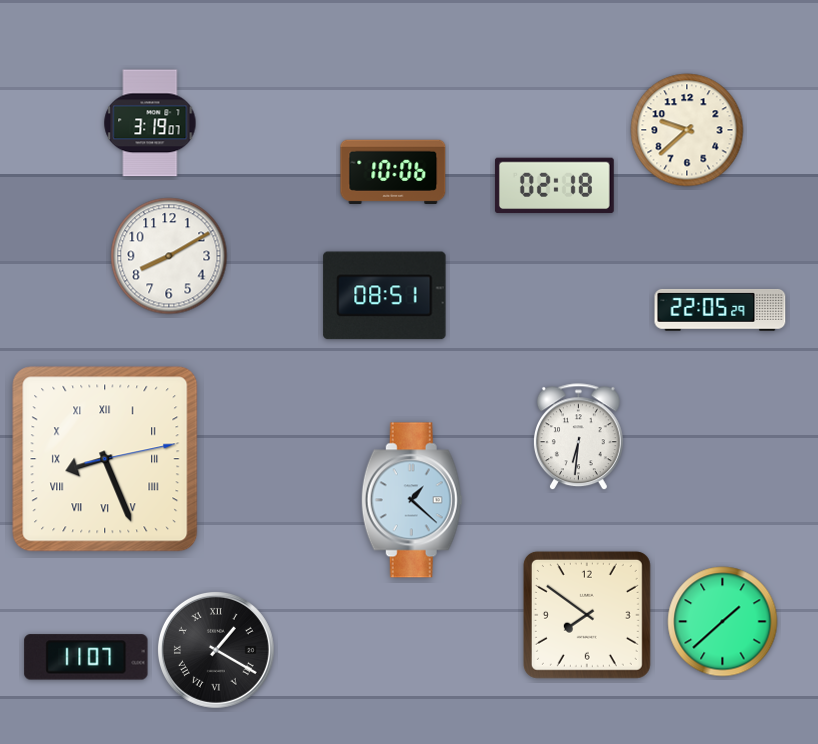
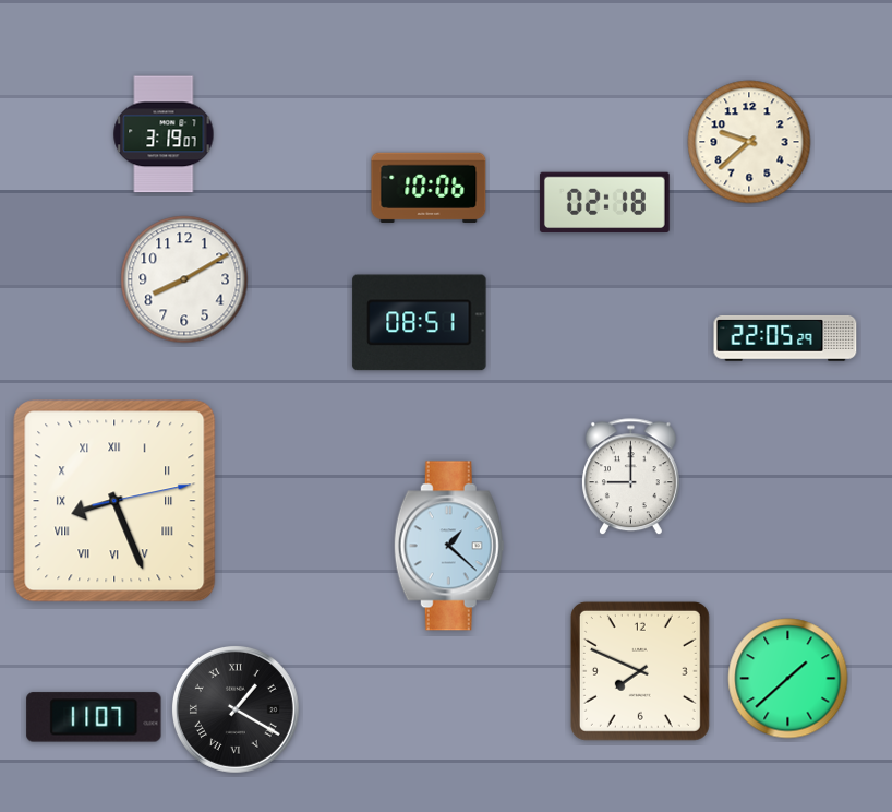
clock at (578, 437): 6:31 -> 9:00
clock at (587, 615): 7:51 -> 7:49
